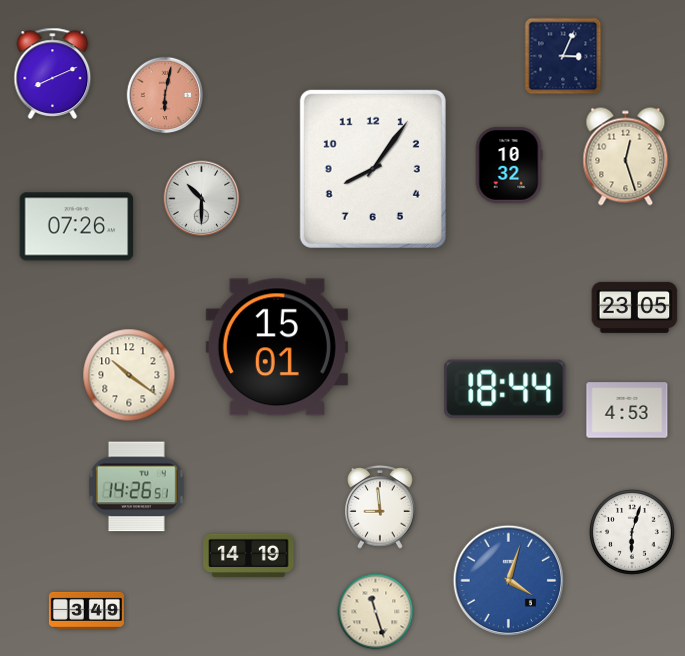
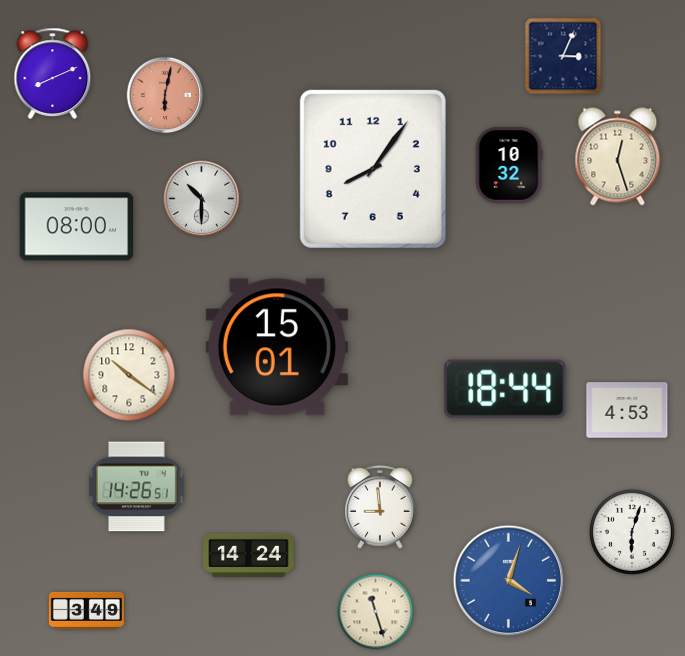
clock at (626, 157) position: (626, 157) -> (618, 157)
clock at (77, 227): 07:26 -> 08:00
clock at (635, 307): 23:05 -> none
clock at (249, 555): 14:19 -> 14:24
